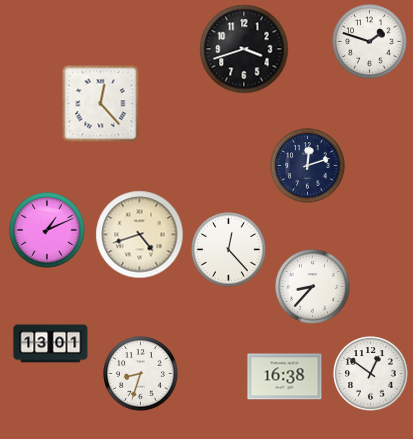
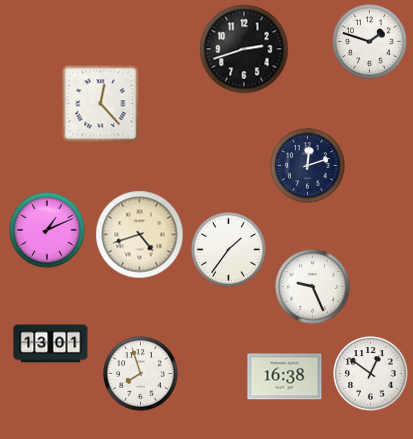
clock at (244, 49): 3:42 -> 2:42
clock at (229, 250): 12:23 -> 1:36
clock at (313, 287): 8:37 -> 9:26
clock at (141, 374): 8:33 -> 7:57
